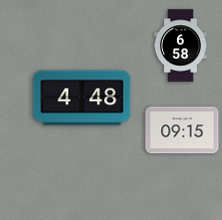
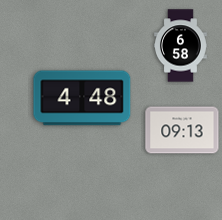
clock at (182, 130): 09:15 -> 09:13
